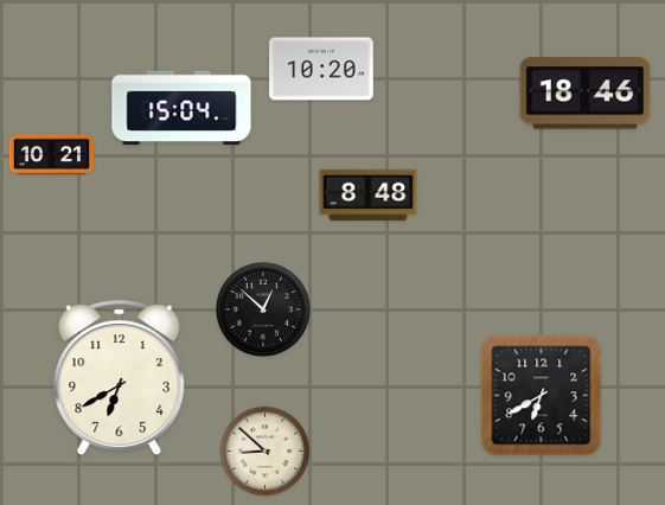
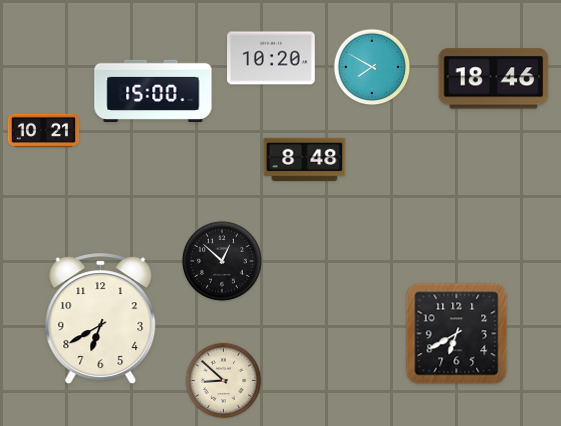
clock at (372, 67): none -> 7:50
clock at (181, 107): 15:04 -> 15:00
clock at (369, 194) position: (369, 194) -> (305, 159)
